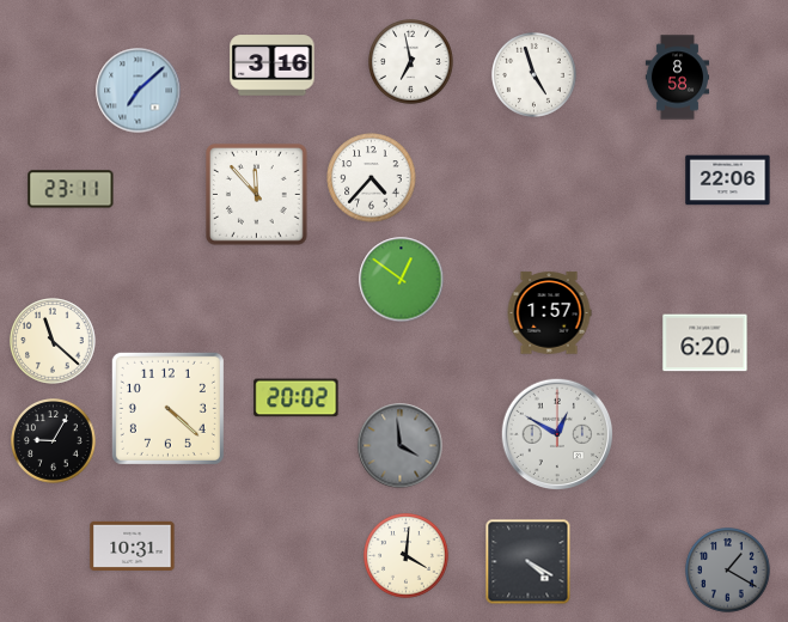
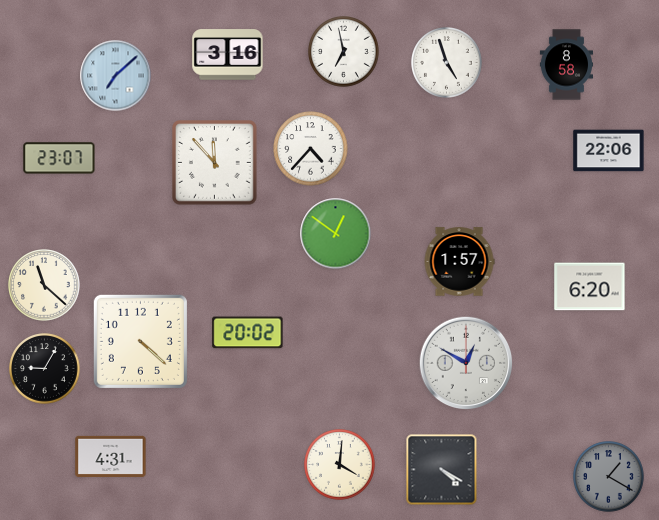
clock at (71, 189): 23:11 -> 23:07
clock at (401, 446): 3:59 -> none
clock at (133, 545): 10:31 -> 4:31
